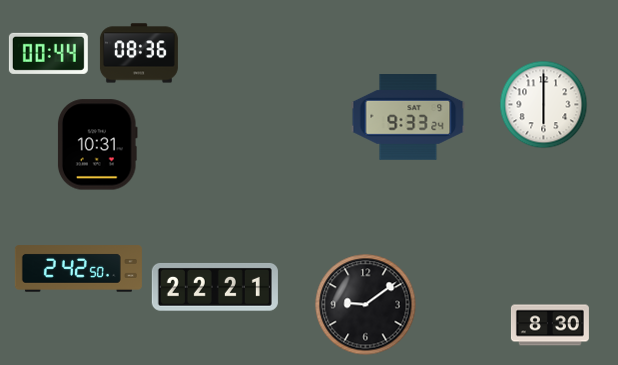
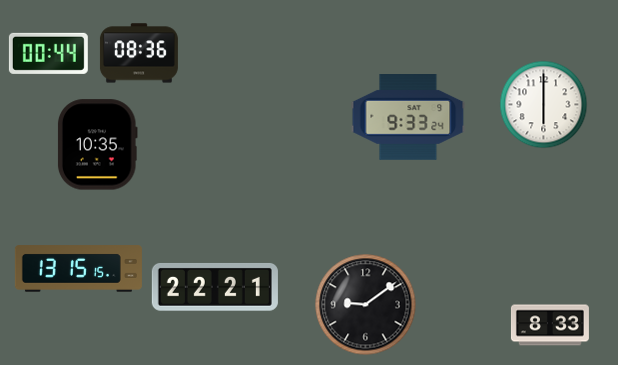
clock at (97, 145): 10:31 -> 10:35
clock at (78, 269): 2:42 -> 13:15
clock at (550, 325): 8:30 -> 8:33
